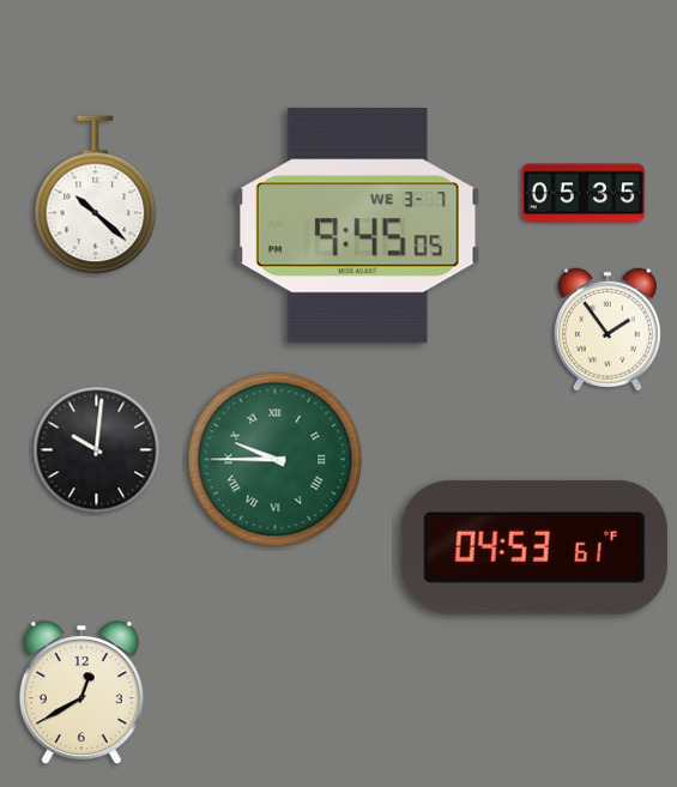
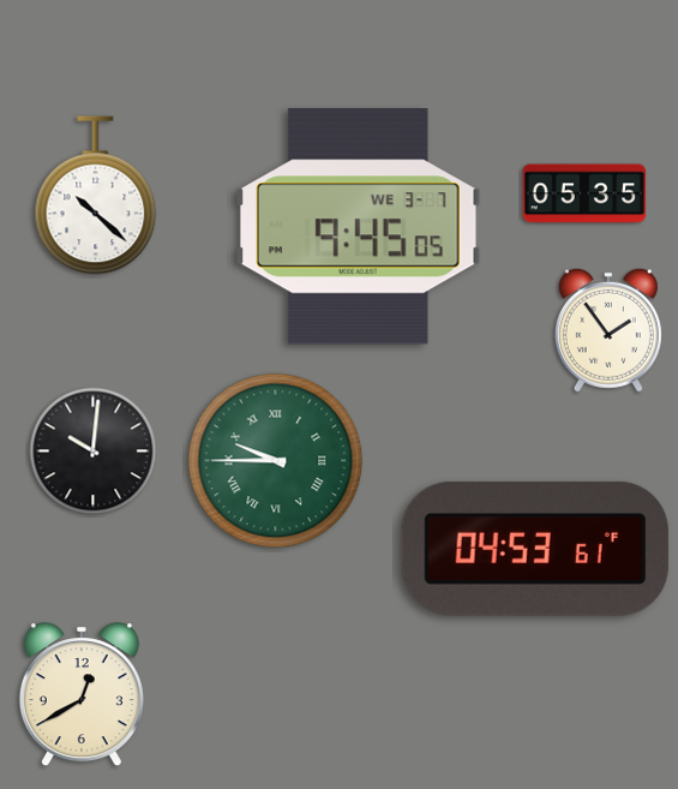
clock at (97, 450) position: (97, 450) -> (94, 452)
